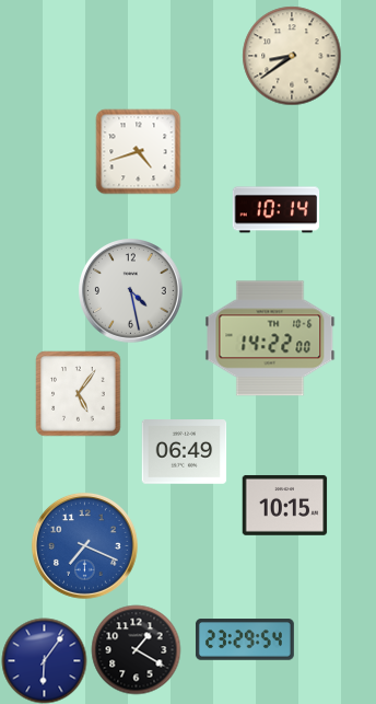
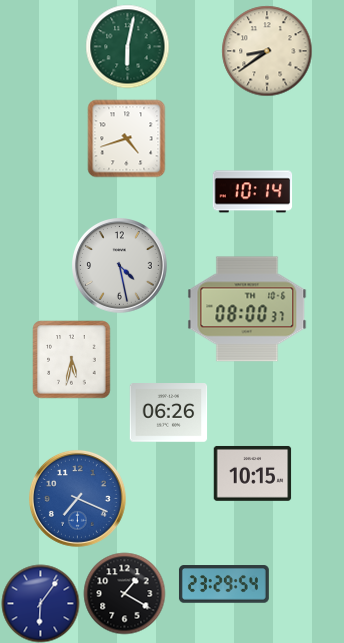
clock at (127, 46): none -> 6:02
clock at (270, 338): 14:22 -> 08:00
clock at (78, 393): 5:06 -> 5:32
clock at (184, 452): 06:49 -> 06:26
clock at (284, 505) position: (284, 505) -> (252, 473)
